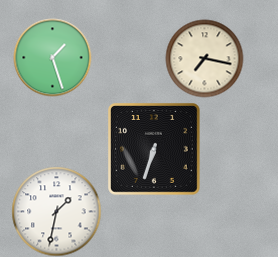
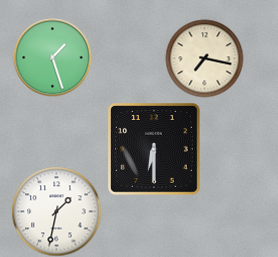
clock at (154, 149): 6:33 -> 6:30
